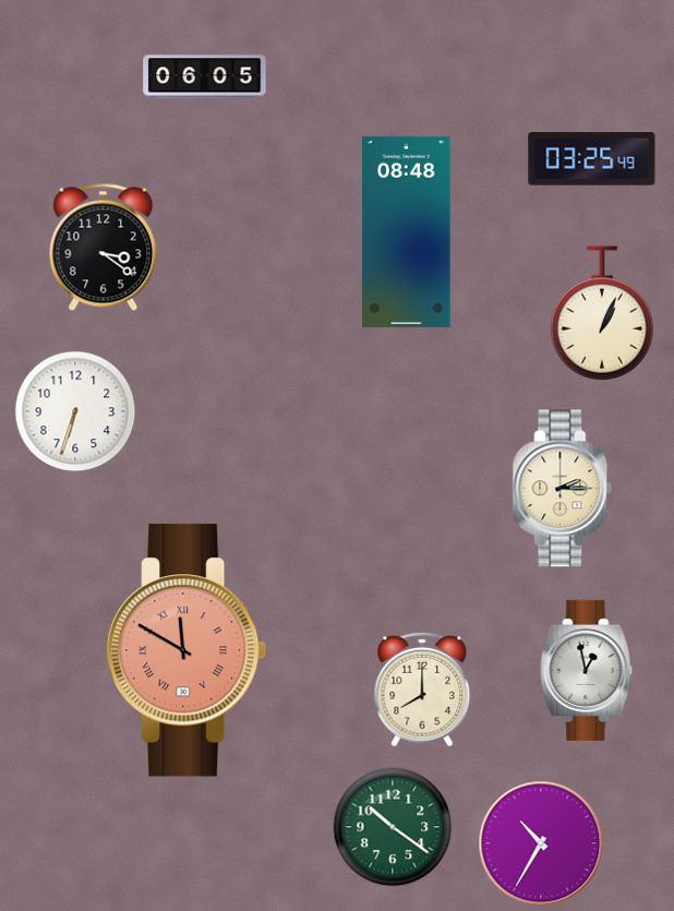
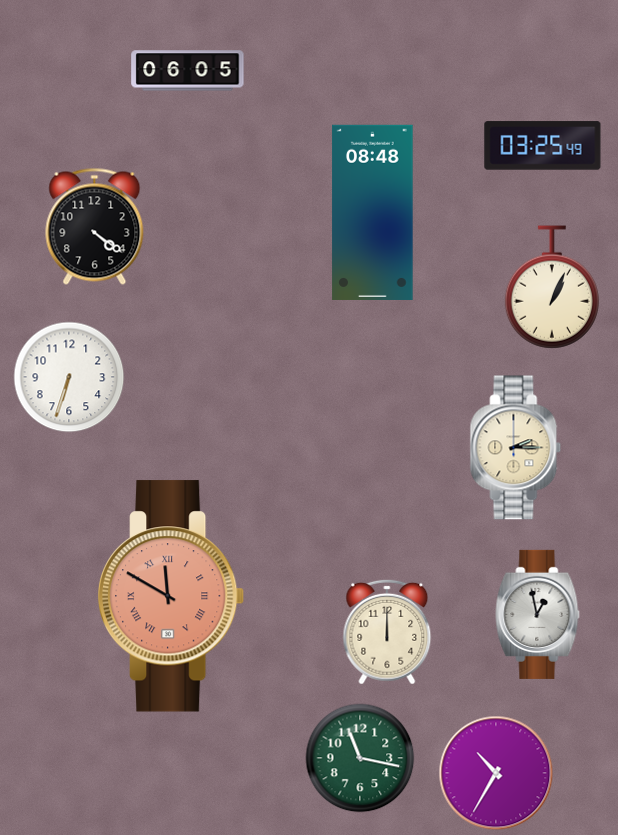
clock at (104, 247): 3:21 -> 4:21
clock at (422, 690): 8:00 -> 12:00
clock at (393, 827): 10:21 -> 11:17
